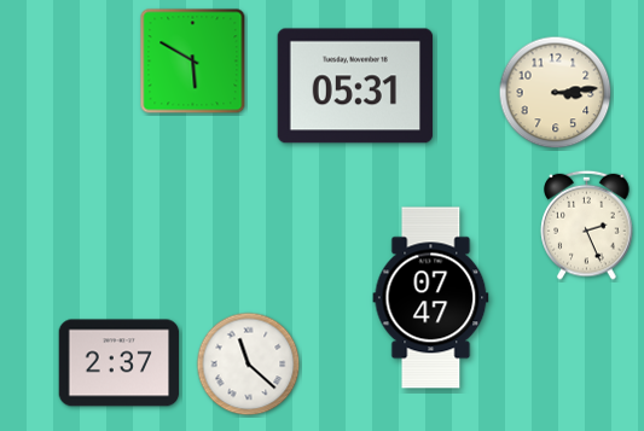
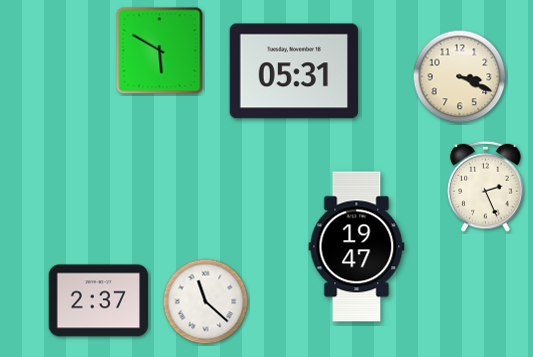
clock at (556, 93): 3:14 -> 3:19
clock at (431, 298): 07:47 -> 19:47
